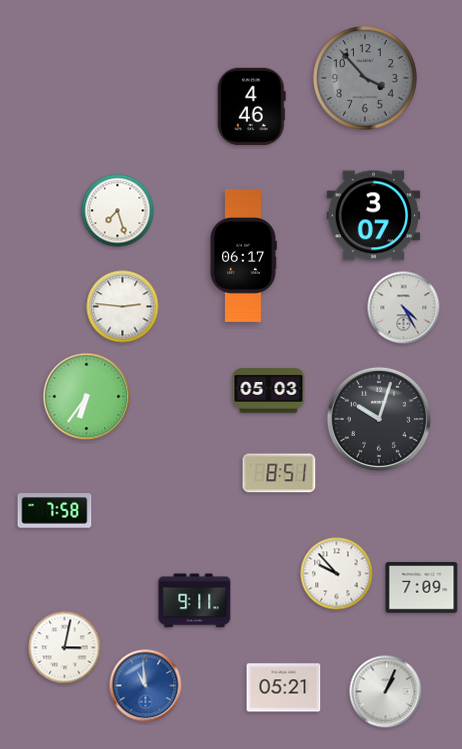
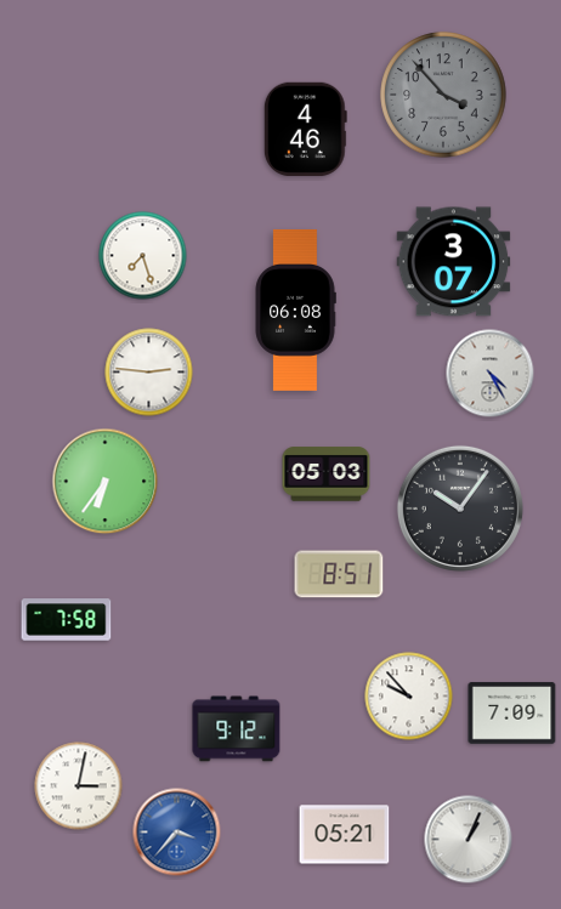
clock at (243, 255): 06:17 -> 06:08
clock at (379, 419): 10:03 -> 10:06
clock at (195, 601): 9:11 -> 9:12
clock at (146, 686): 10:59 -> 3:37
